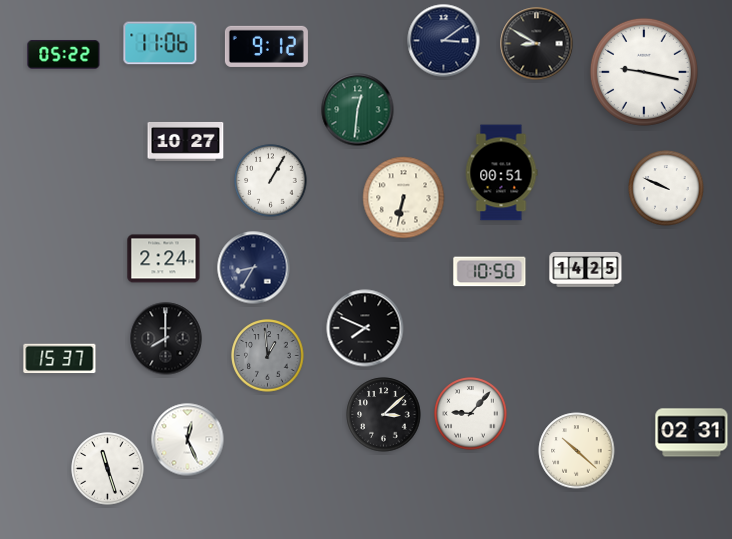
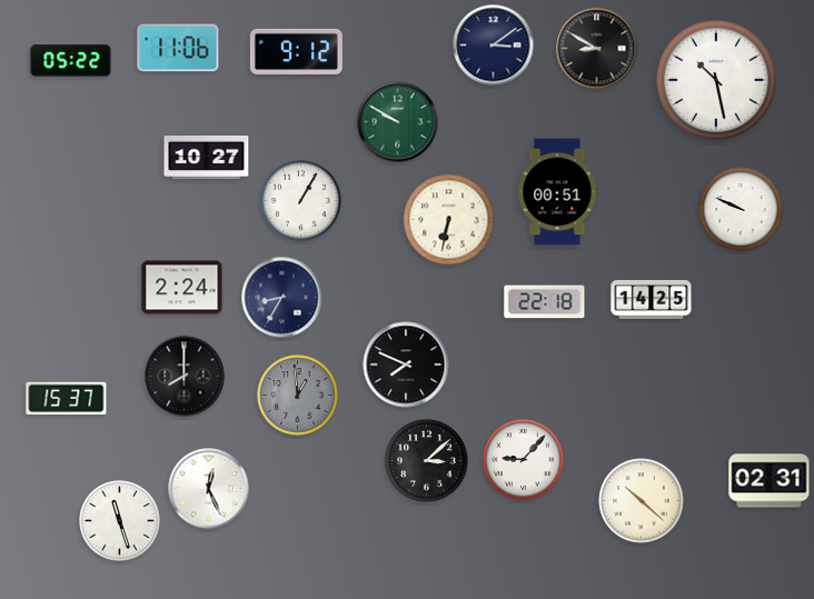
clock at (644, 72): 9:17 -> 10:28
clock at (358, 110): 12:31 -> 9:50
clock at (490, 272): 10:50 -> 22:18
